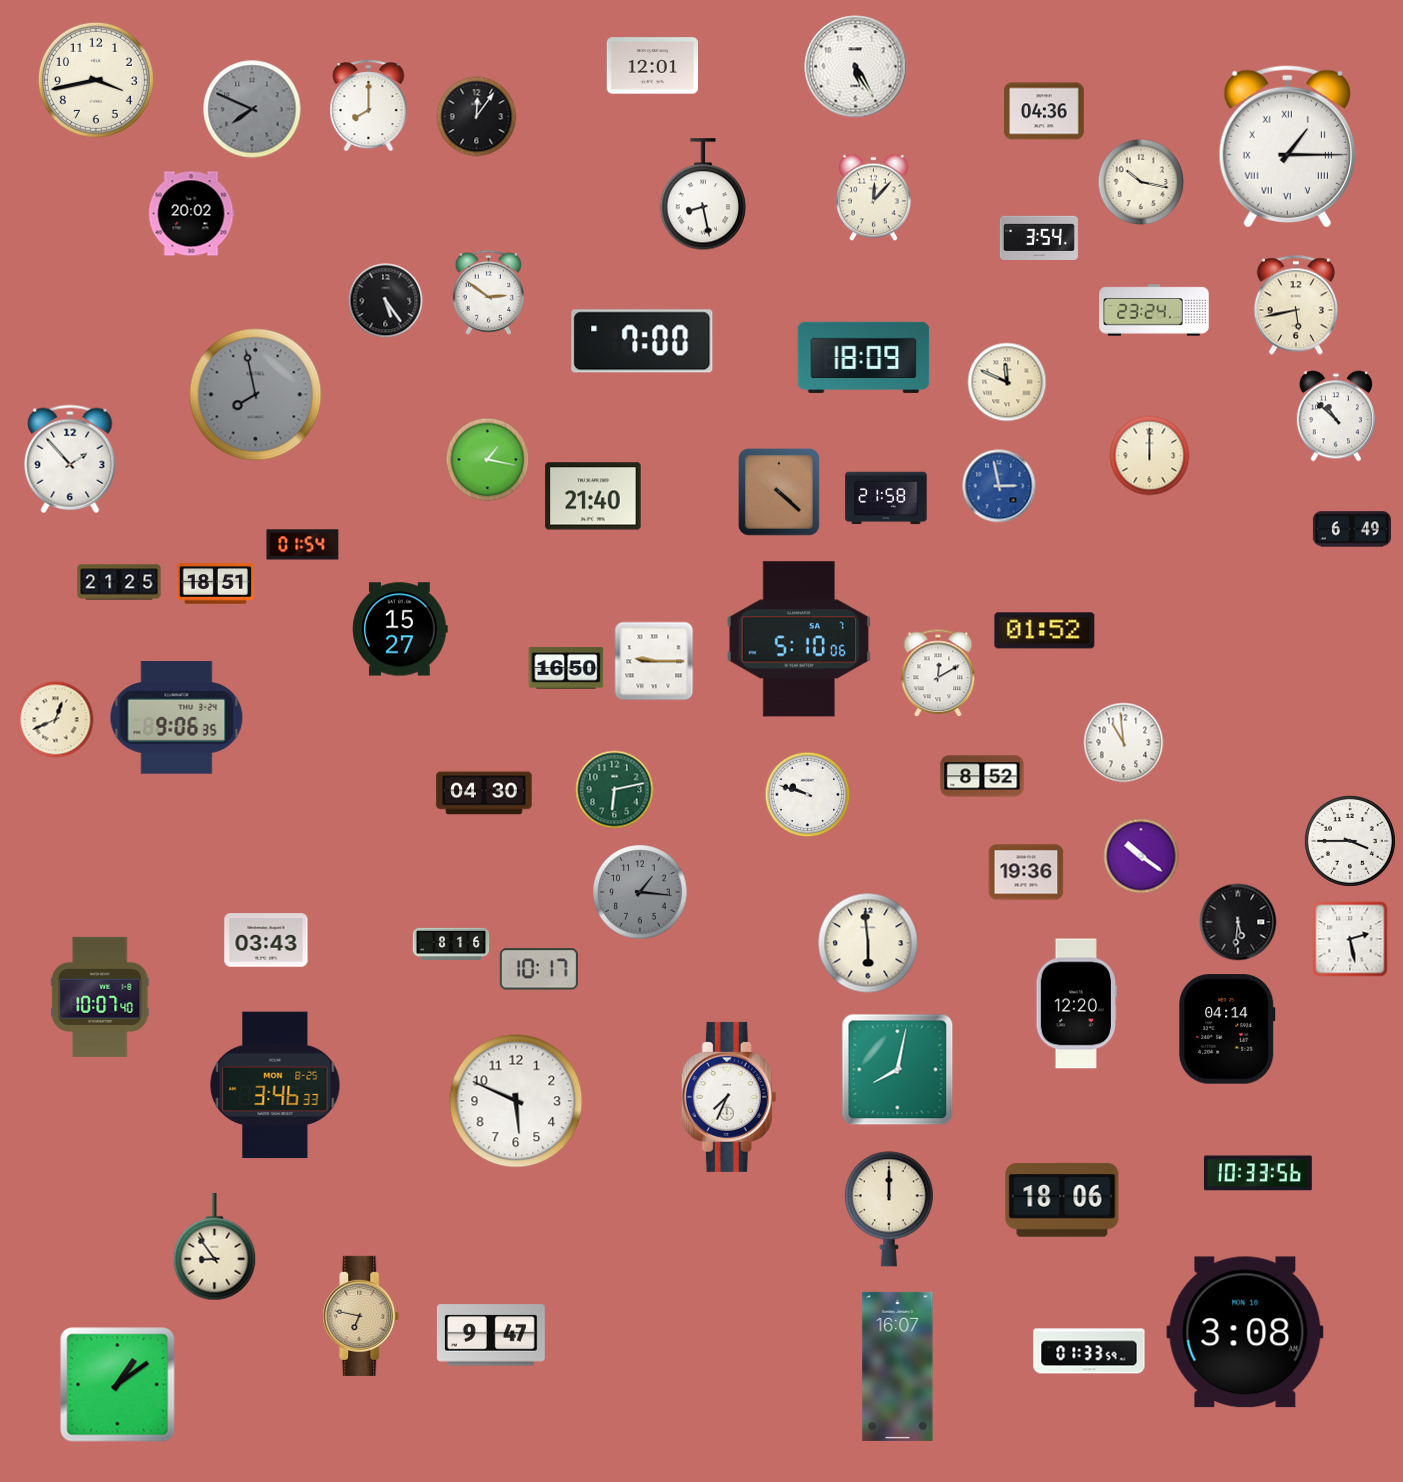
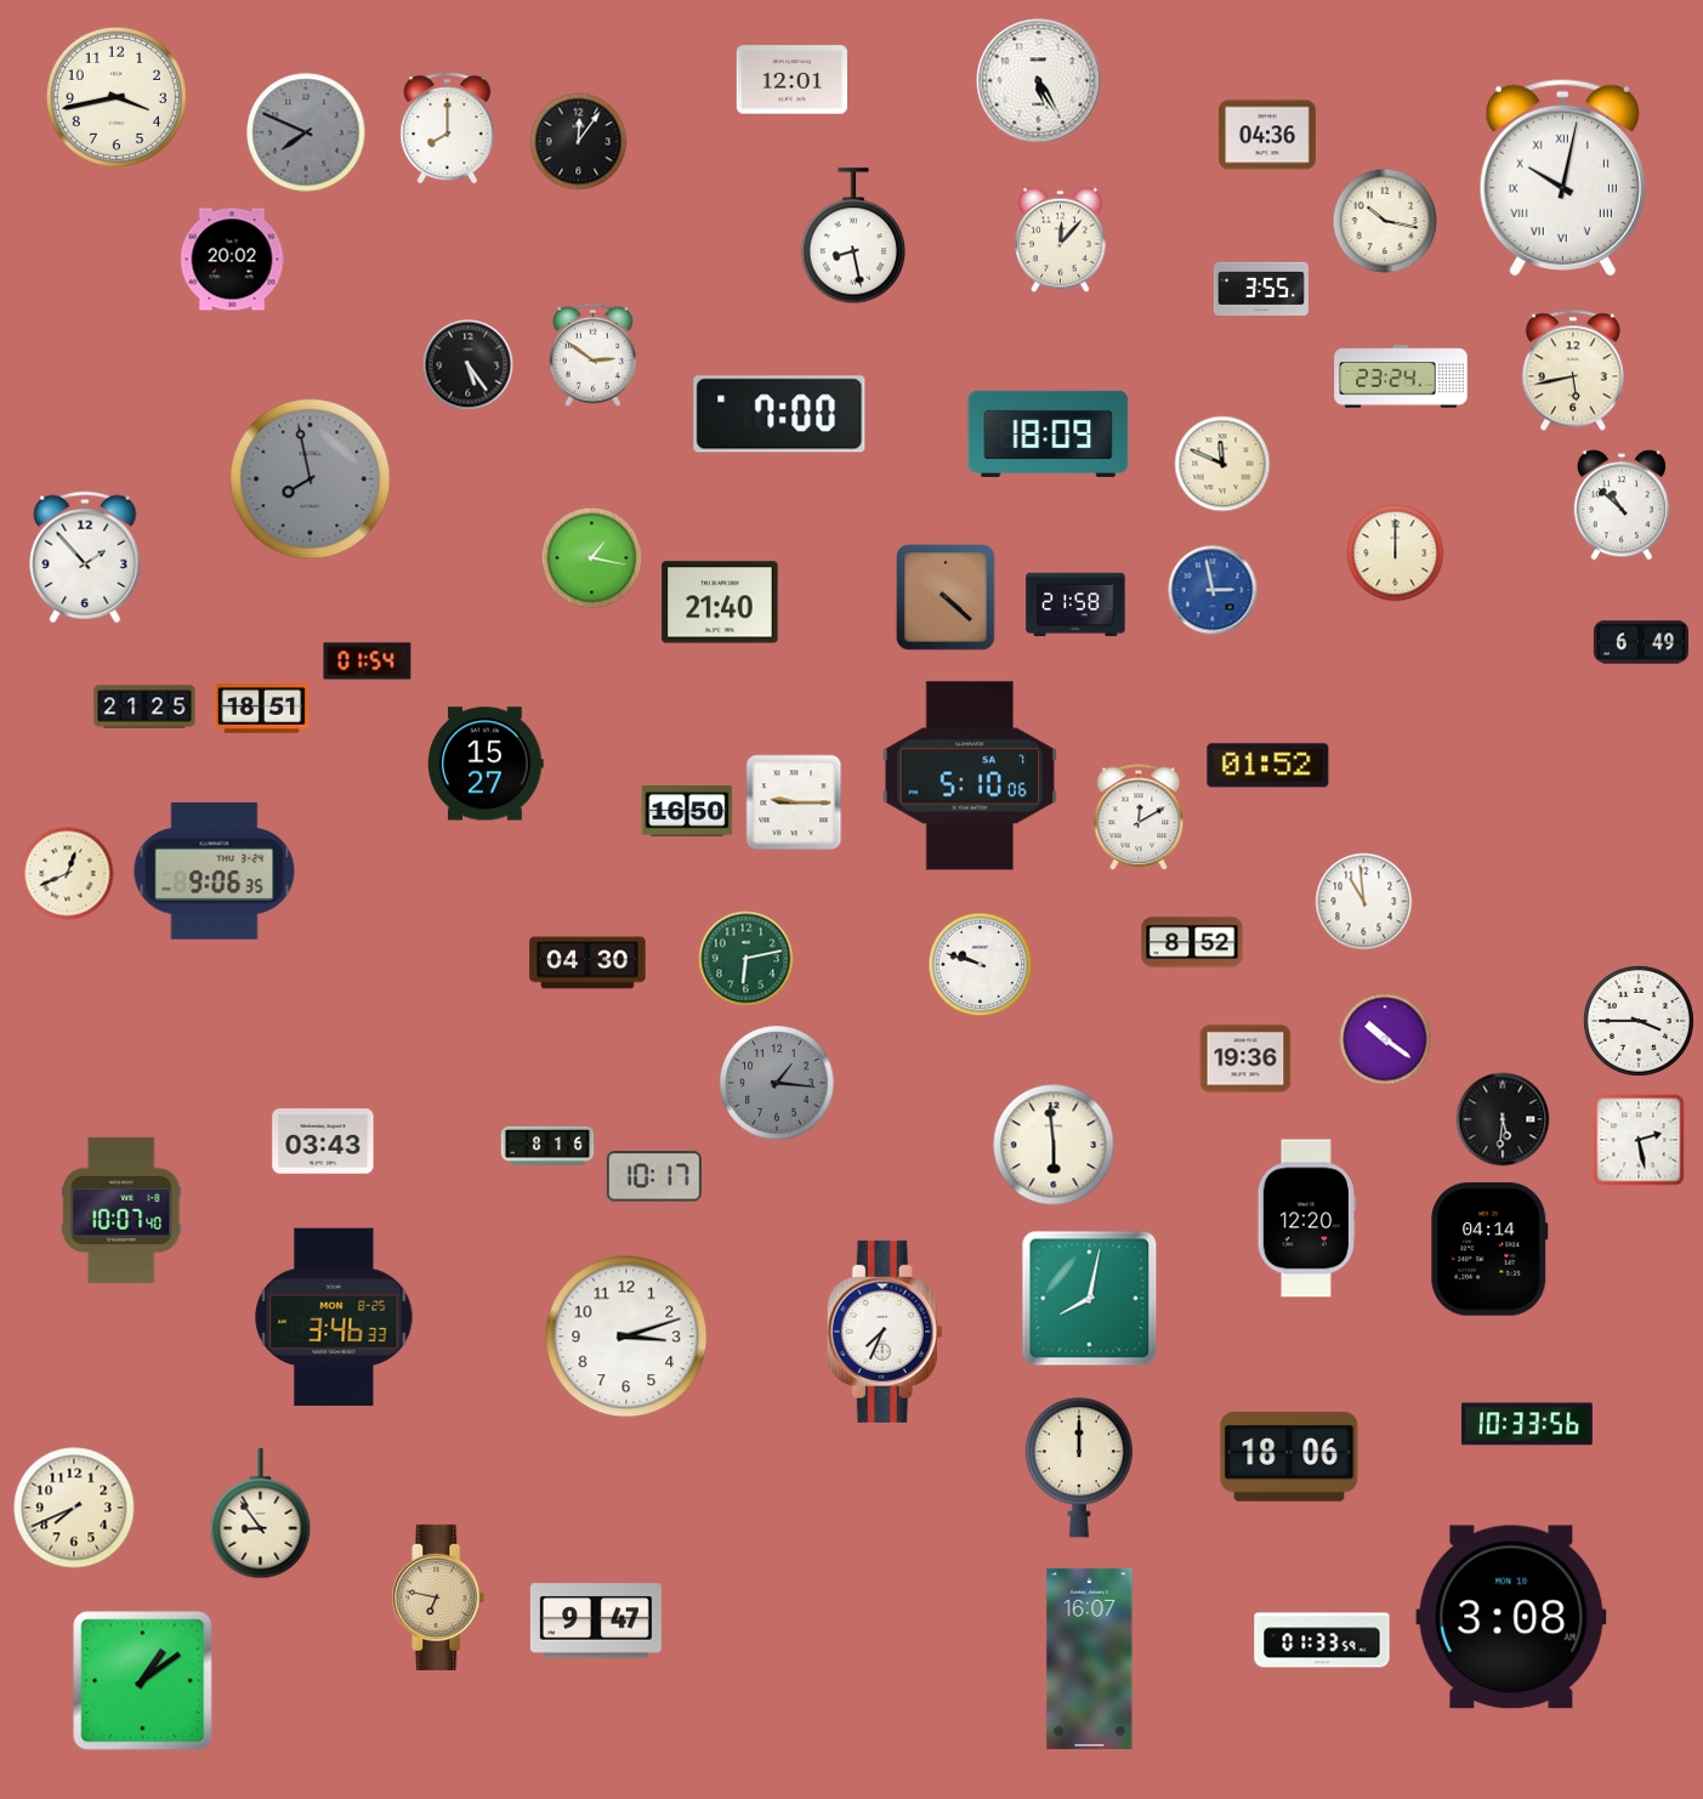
clock at (1287, 146): 1:15 -> 10:02
clock at (1039, 237): 3:54 -> 3:55
clock at (516, 1101): 5:49 -> 3:12
clock at (74, 1508): none -> 7:41
